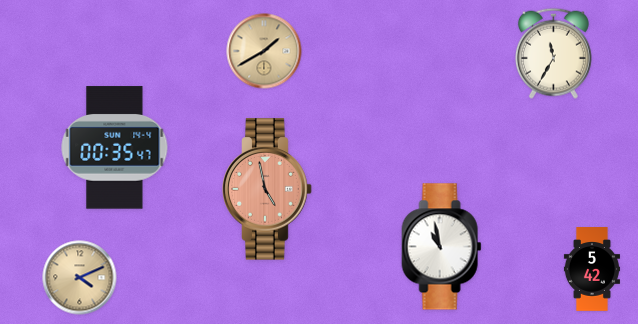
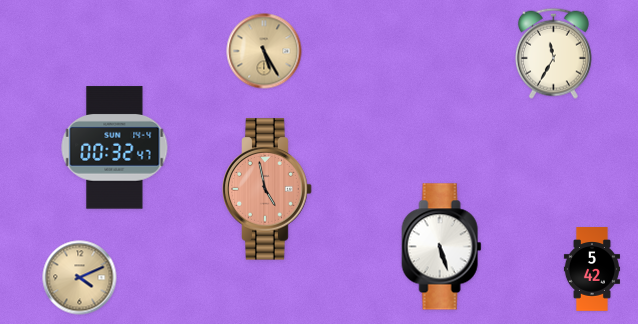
clock at (264, 51): 1:40 -> 5:25
clock at (115, 148): 00:35 -> 00:32
clock at (442, 247): 10:58 -> 5:27
